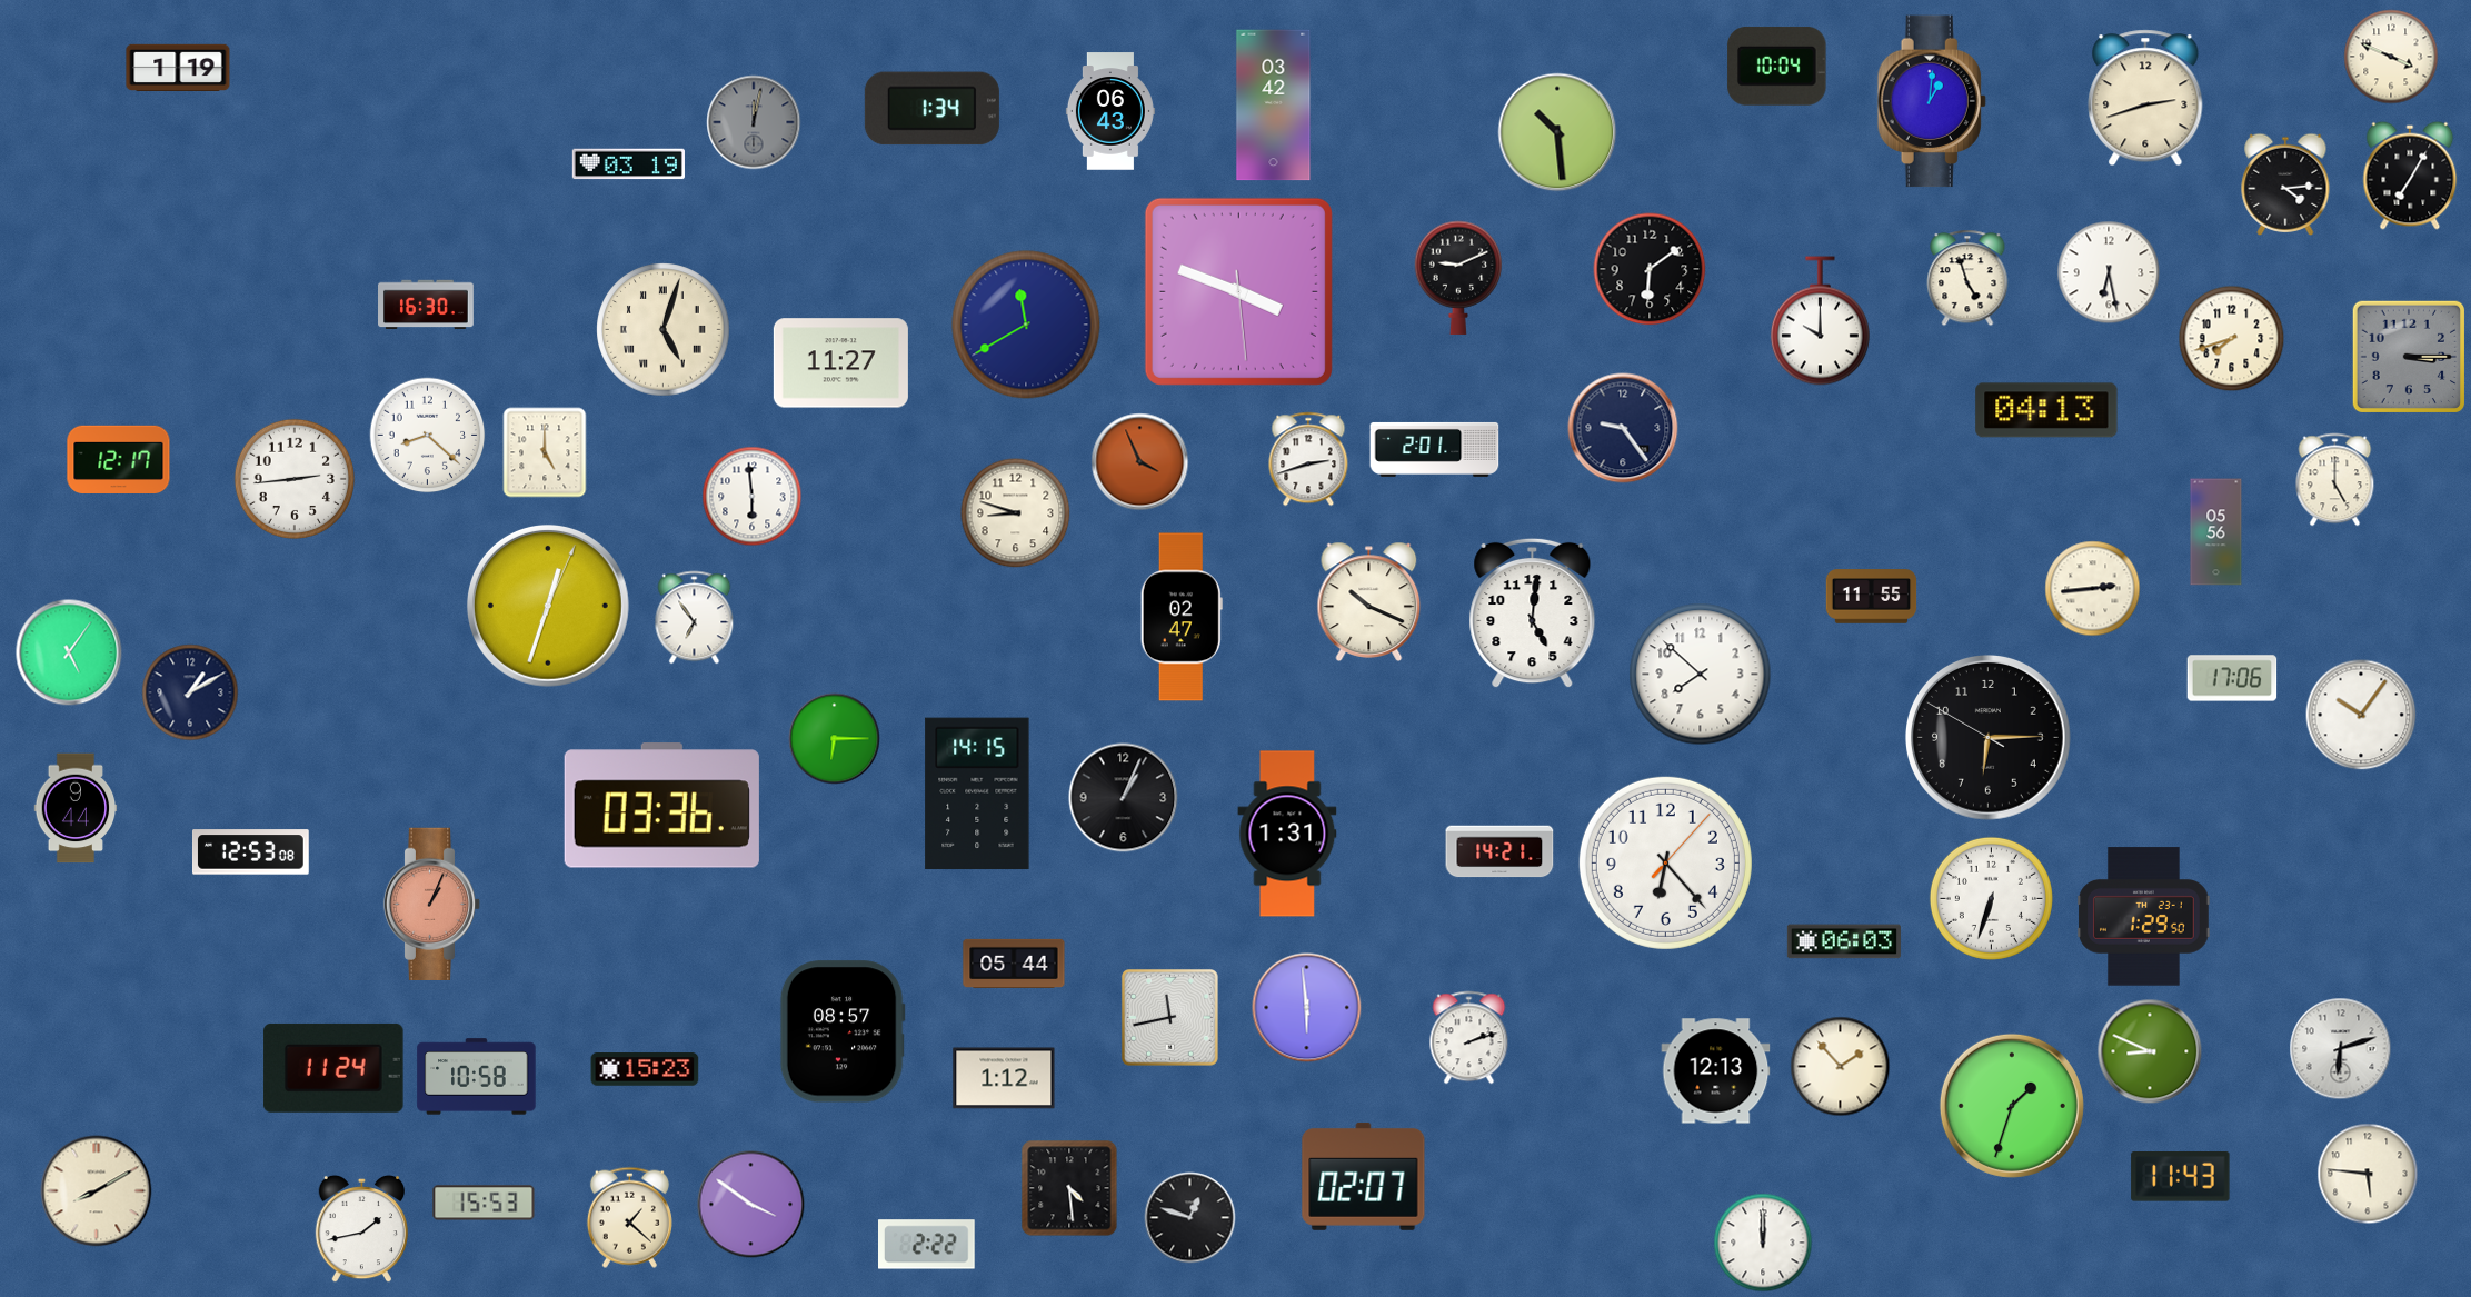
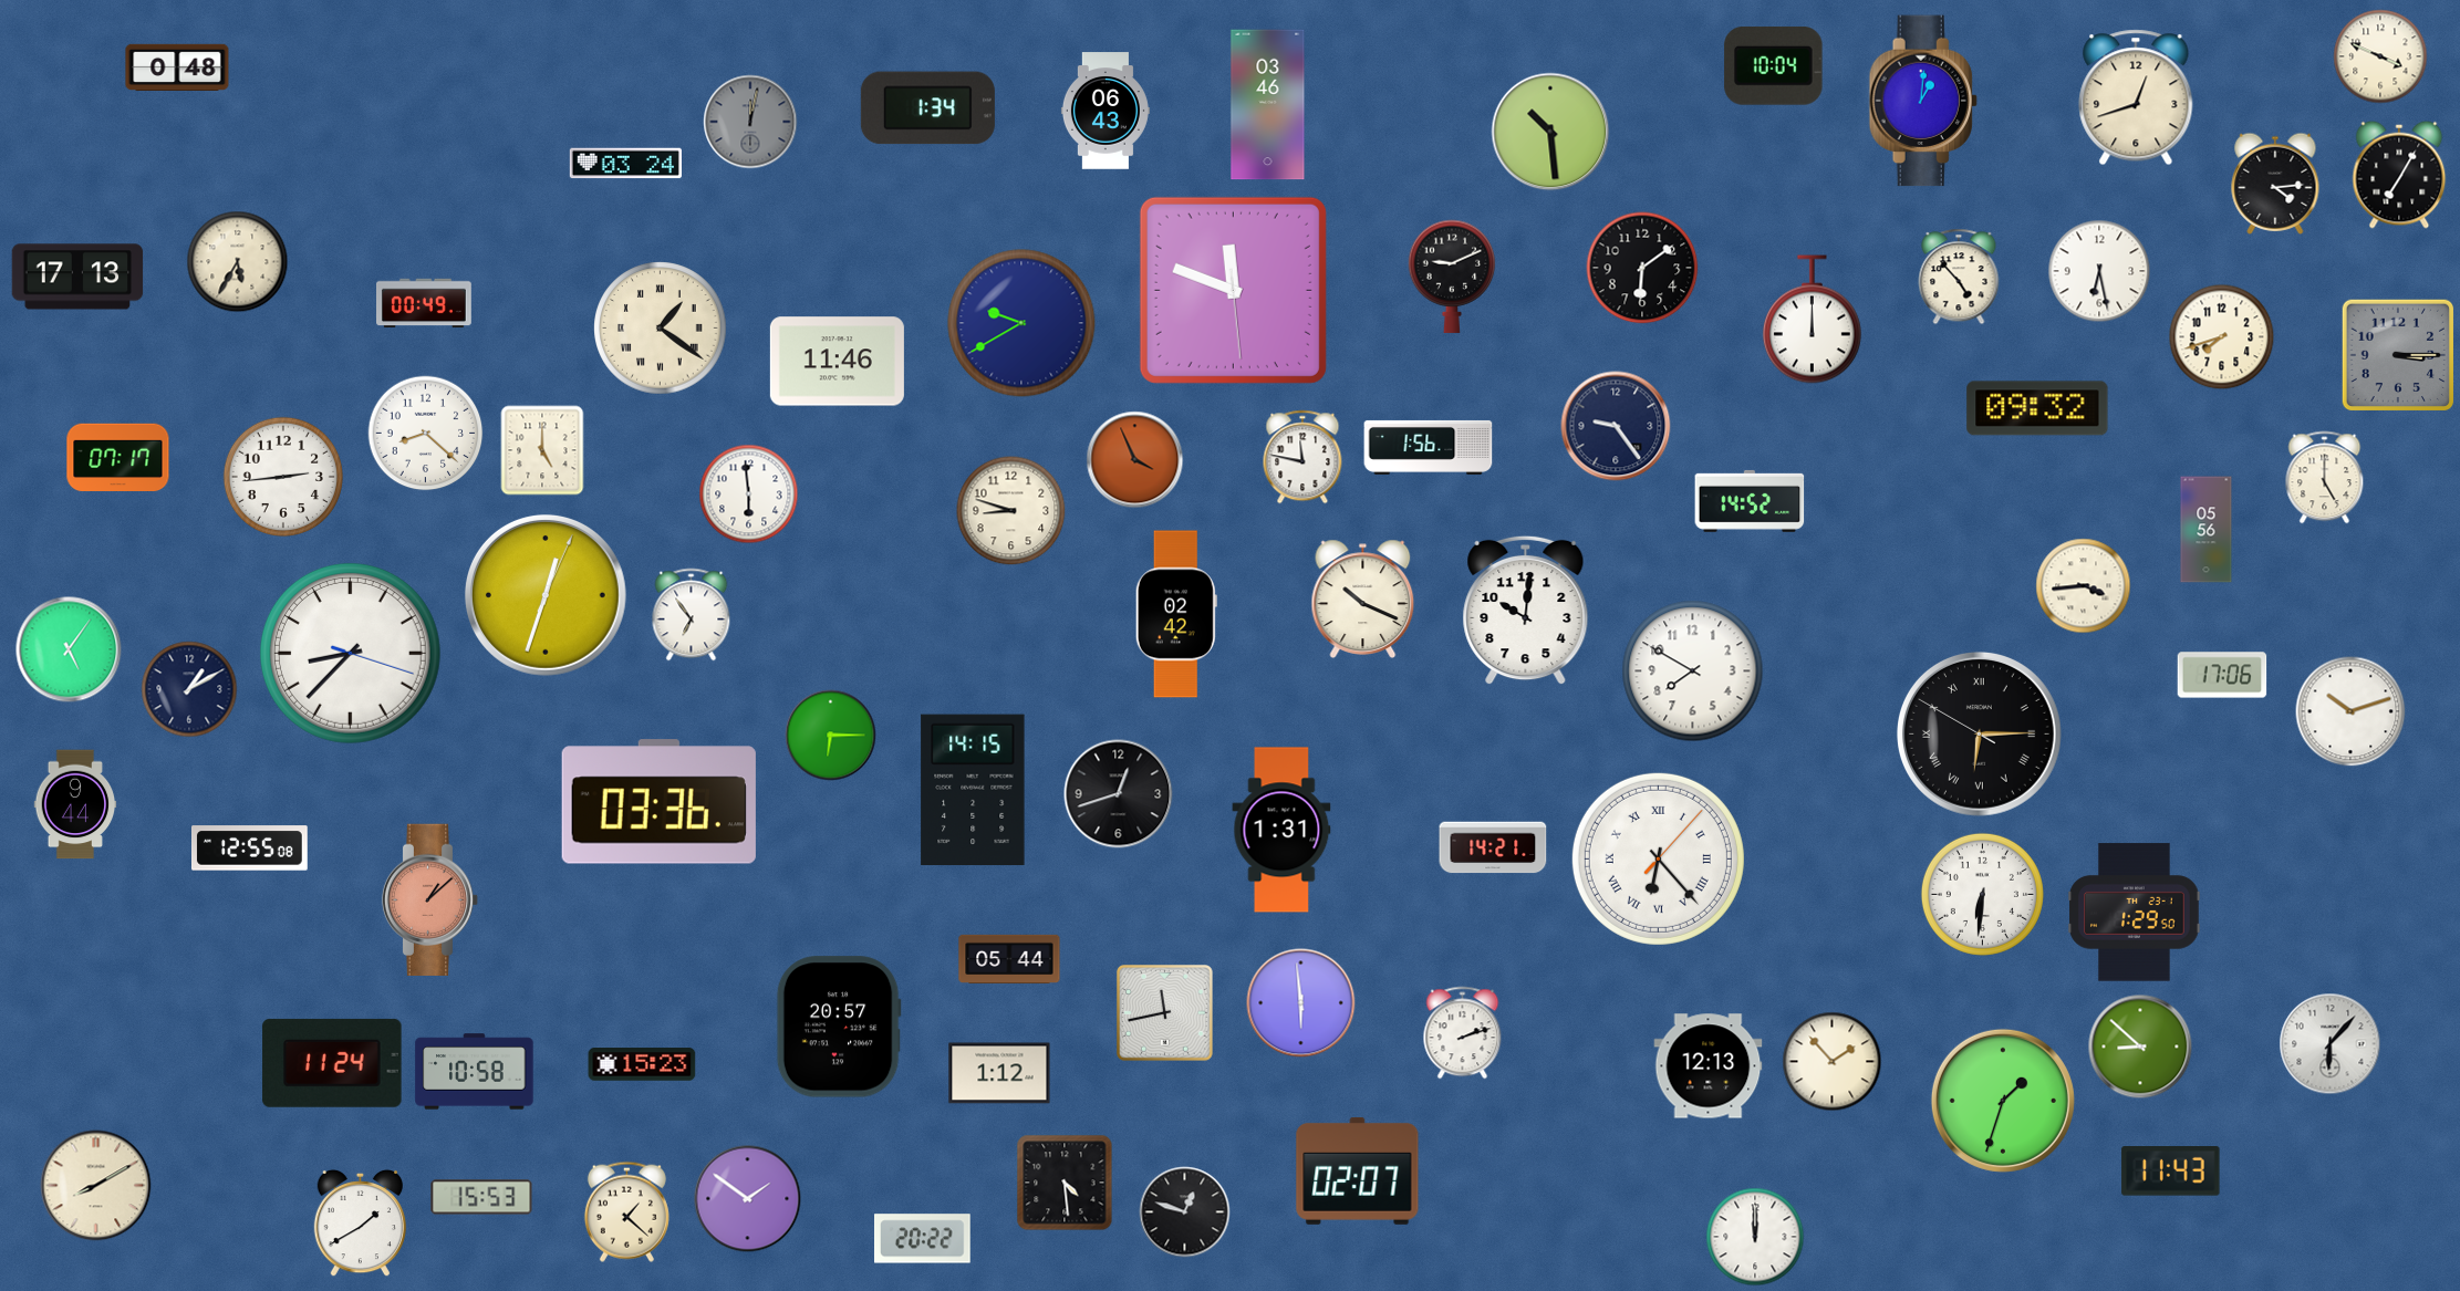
clock at (178, 67): 1:19 -> 0:48
clock at (1777, 67) position: (1777, 67) -> (1774, 66)
clock at (2145, 98): 2:42 -> 12:42
clock at (1274, 106): 03:42 -> 03:46
clock at (628, 164): 03:19 -> 03:24
clock at (238, 262): none -> 5:35
clock at (77, 277): none -> 17:13
clock at (1967, 278): 4:57 -> 4:53
clock at (1238, 291): 3:48 -> 11:48
clock at (427, 305): 16:30 -> 00:49
clock at (1820, 321): 10:00 -> 12:00
clock at (1026, 325): 11:40 -> 9:40
clock at (664, 330): 5:03 -> 1:21
clock at (840, 363): 11:27 -> 11:46
clock at (2046, 410): 04:13 -> 09:32
clock at (1435, 449): 2:01 -> 1:56
clock at (119, 459): 12:17 -> 07:17
clock at (1308, 459): 2:42 -> 11:47
clock at (295, 479) position: (295, 479) -> (283, 477)
clock at (1750, 501): none -> 14:52
clock at (2093, 589): 2:44 -> 3:44
clock at (1872, 597): 11:55 -> none
clock at (548, 606) position: (548, 606) -> (546, 595)
clock at (1533, 613): 5:01 -> 10:01
clock at (1182, 617): 02:47 -> 02:42
clock at (350, 653): none -> 8:37
clock at (1701, 675): 7:52 -> 7:50
clock at (2361, 715): 10:06 -> 10:12
clock at (1989, 738) numerals: Arabic -> Roman
clock at (1124, 798): 1:04 -> 12:42
clock at (251, 852): 12:53 -> 12:55
clock at (1665, 862) numerals: Arabic -> Roman
clock at (1991, 898): 6:33 -> 6:31
clock at (432, 905): 1:04 -> 1:08
clock at (1844, 941): 06:03 -> none
clock at (843, 1031): 08:57 -> 20:57
clock at (2341, 1049): 6:12 -> 6:07
clock at (2150, 1051): 8:49 -> 8:52
clock at (2368, 1174): 5:46 -> none
clock at (751, 1205): 3:51 -> 1:51
clock at (361, 1229): 1:43 -> 1:40
clock at (927, 1245): 2:22 -> 20:22
